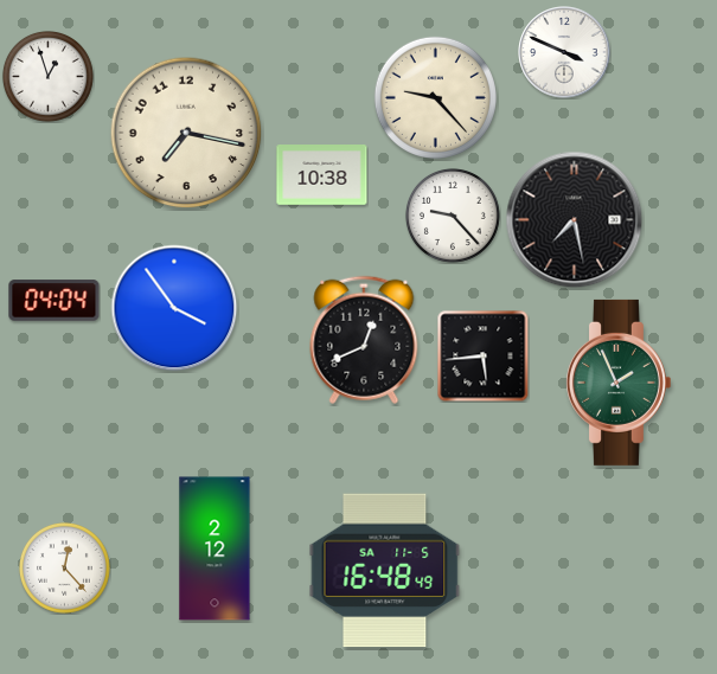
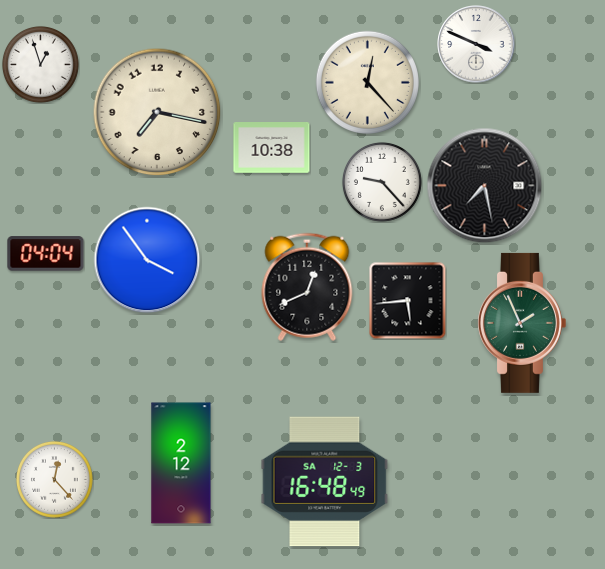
clock at (435, 97): 9:23 -> 12:23
clock at (385, 571) date: SA 11-5 -> SA 12-3
